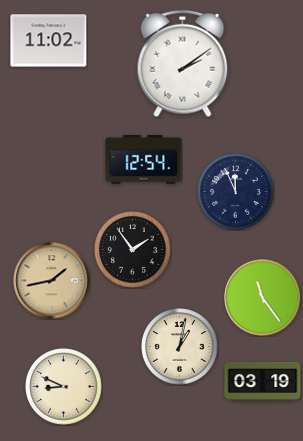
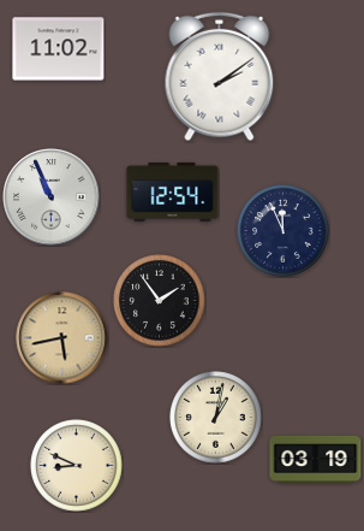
clock at (52, 197): none -> 10:56
clock at (52, 281): 1:43 -> 5:43
clock at (263, 298): 11:24 -> none
